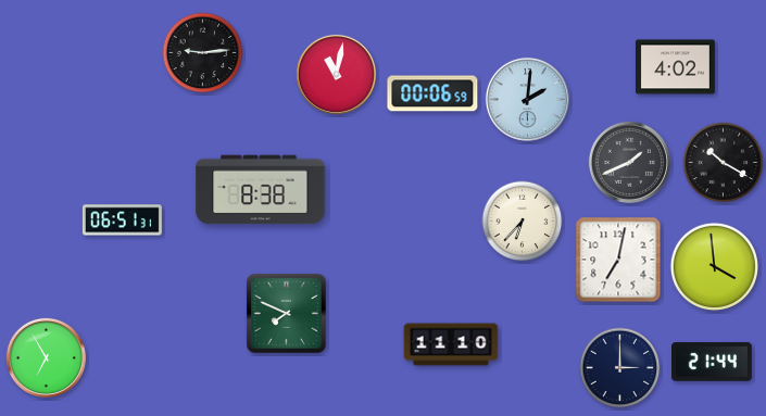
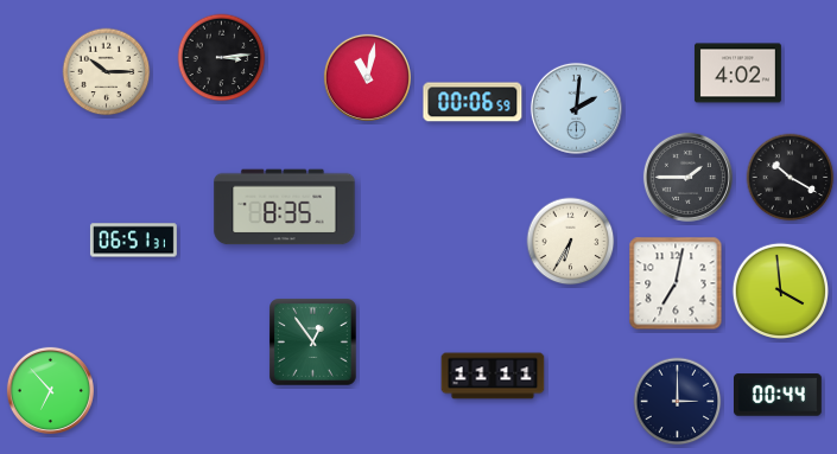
clock at (203, 53): 9:14 -> 3:14
clock at (107, 72): none -> 10:15
clock at (336, 74) position: (336, 74) -> (367, 77)
clock at (629, 162): 1:41 -> 1:45
clock at (261, 190): 8:38 -> 8:35
clock at (523, 222): 6:37 -> 6:35
clock at (287, 314): 7:49 -> 12:54
clock at (451, 344): 11:10 -> 11:11
clock at (46, 357): 6:55 -> 6:53
clock at (713, 362): 21:44 -> 00:44
